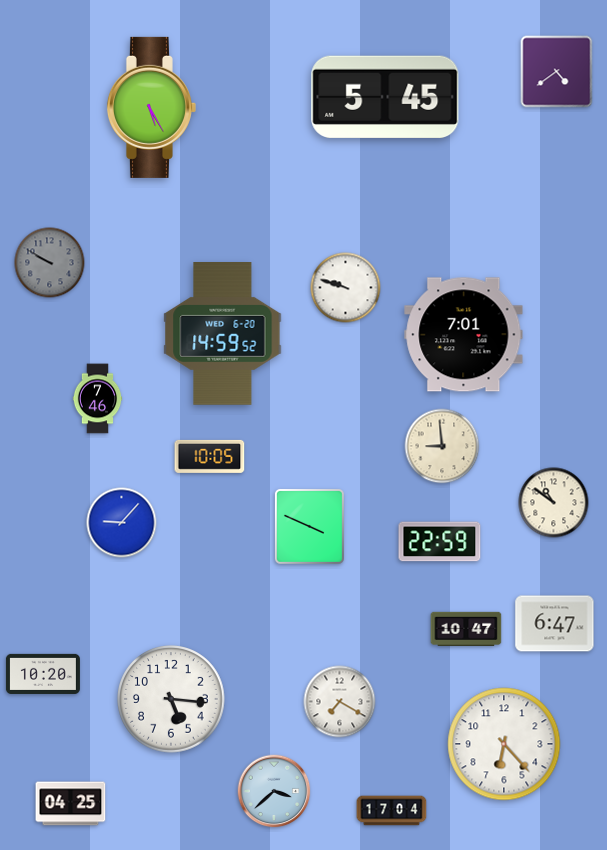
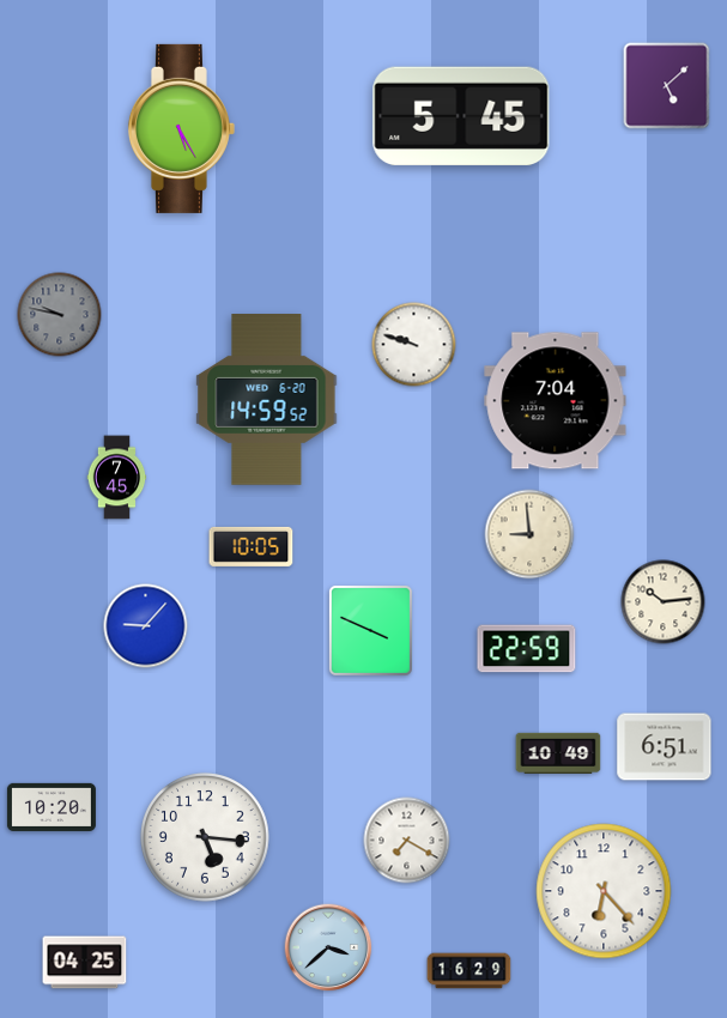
clock at (557, 72): 4:39 -> 5:08
clock at (50, 263): 9:50 -> 9:47
clock at (464, 335): 7:01 -> 7:04
clock at (98, 399): 7:46 -> 7:45
clock at (554, 503): 10:51 -> 10:14
clock at (555, 624): 6:47 -> 6:51
clock at (466, 628): 10:47 -> 10:49
clock at (392, 811): 17:04 -> 16:29
